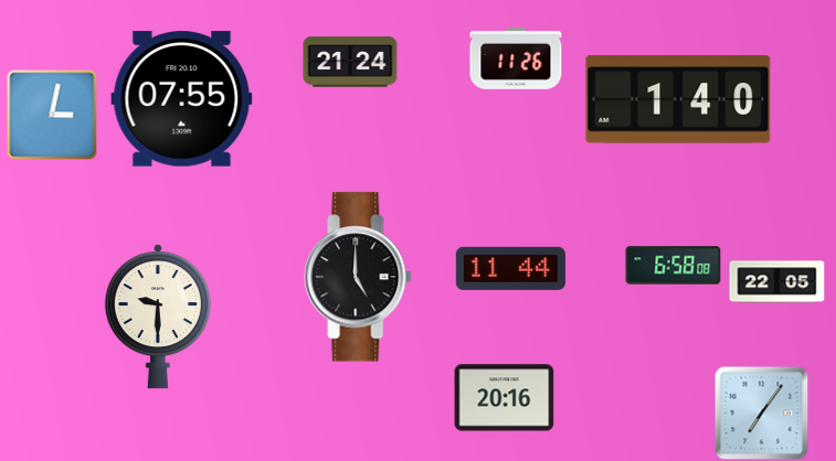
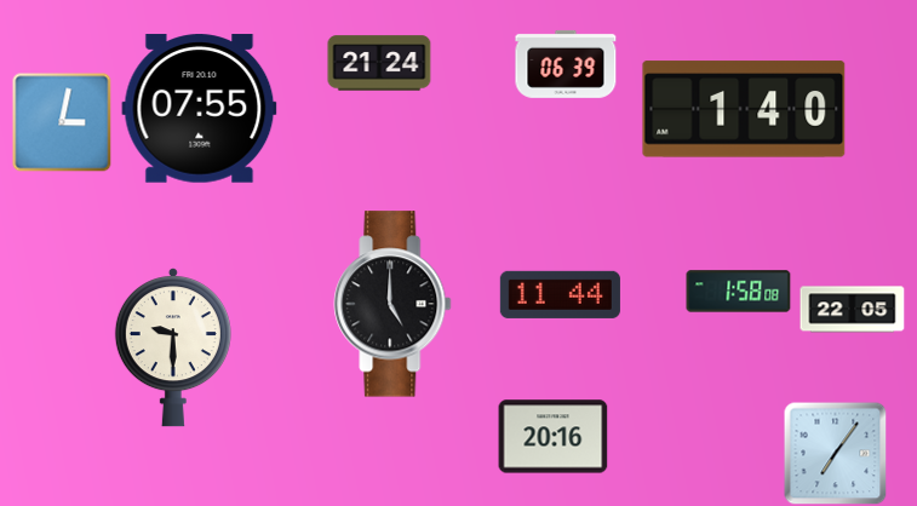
clock at (516, 58): 11:26 -> 06:39
clock at (350, 62) position: (350, 62) -> (379, 63)
clock at (52, 115) position: (52, 115) -> (62, 122)
clock at (674, 266): 6:58 -> 1:58
